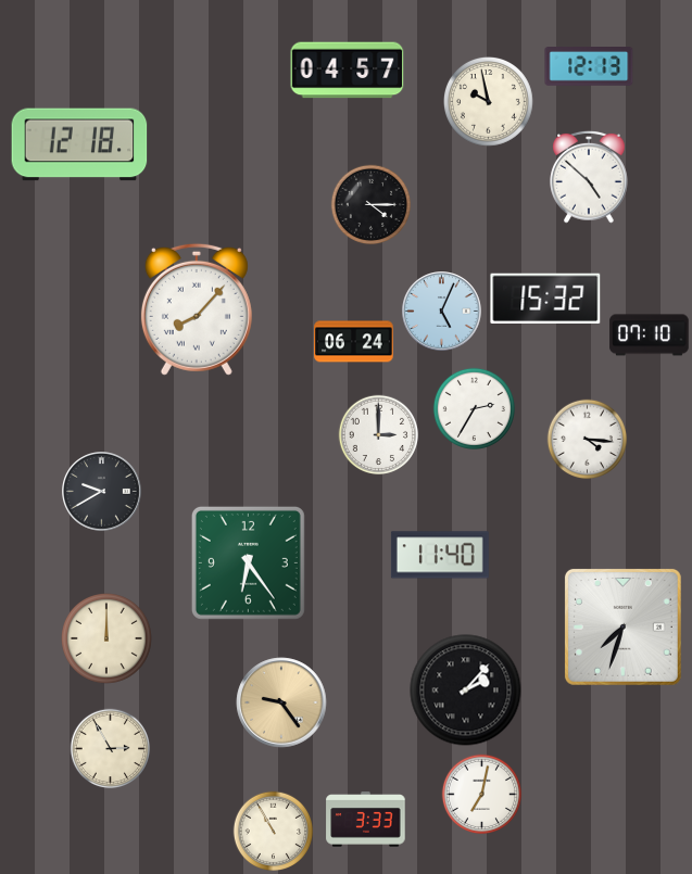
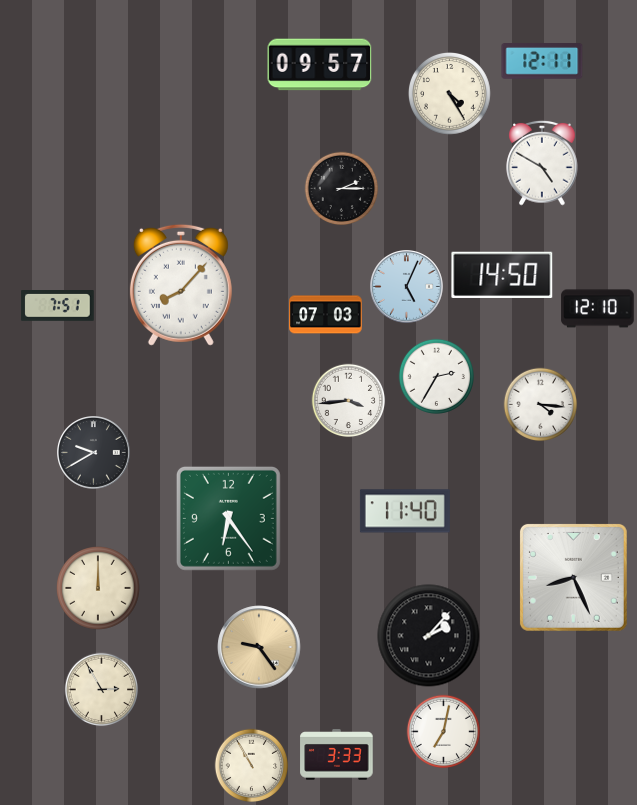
clock at (589, 67): 12:13 -> 12:11
clock at (348, 71): 04:57 -> 09:57
clock at (489, 102): 9:58 -> 4:25
clock at (79, 144): 12:18 -> none
clock at (589, 177): 4:52 -> 4:50
clock at (372, 205): 4:15 -> 2:15
clock at (545, 299): 15:32 -> 14:50
clock at (58, 306): none -> 7:51
clock at (650, 335): 07:10 -> 12:10
clock at (354, 342): 06:24 -> 07:03
clock at (379, 435): 3:00 -> 3:44
clock at (622, 626): 7:33 -> 8:26
